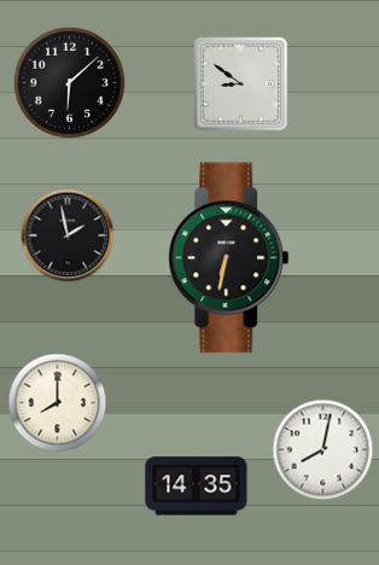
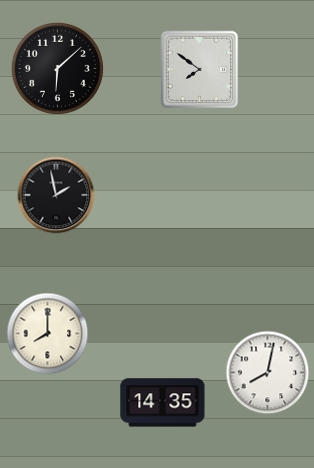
clock at (241, 85): 8:51 -> 7:51
clock at (229, 258): 6:32 -> none
